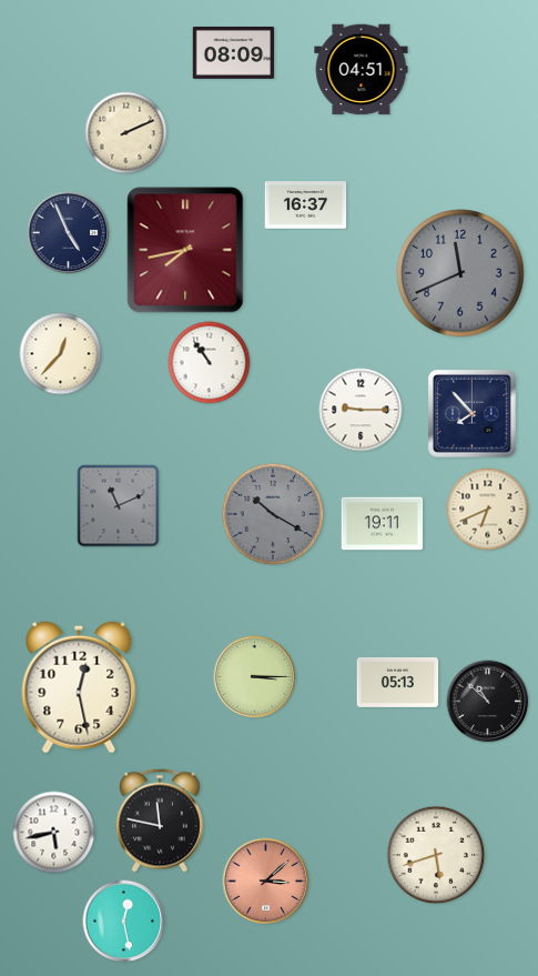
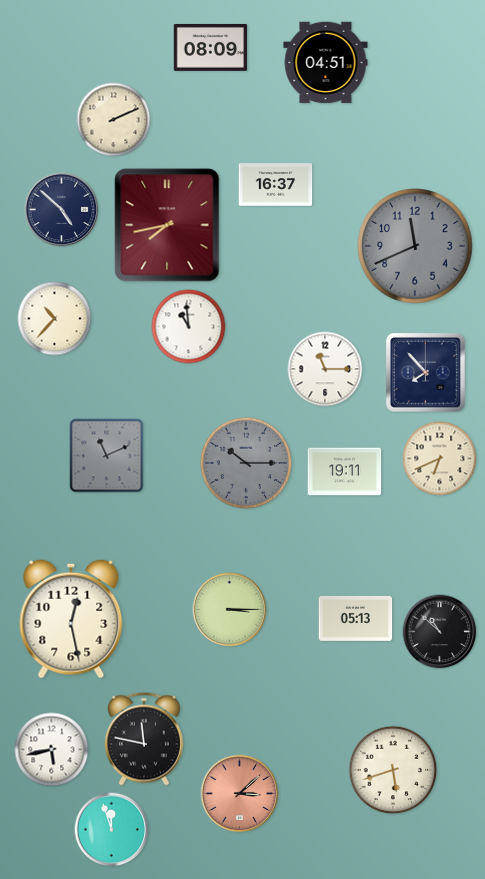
clock at (69, 233): 4:56 -> 4:52
clock at (61, 354): 12:37 -> 10:37
clock at (210, 363): 10:54 -> 10:59
clock at (361, 410): 9:15 -> 11:15
clock at (273, 514): 10:20 -> 10:15
clock at (398, 682) position: (398, 682) -> (356, 618)
clock at (54, 833) position: (54, 833) -> (52, 750)
clock at (124, 922): 12:28 -> 11:57
